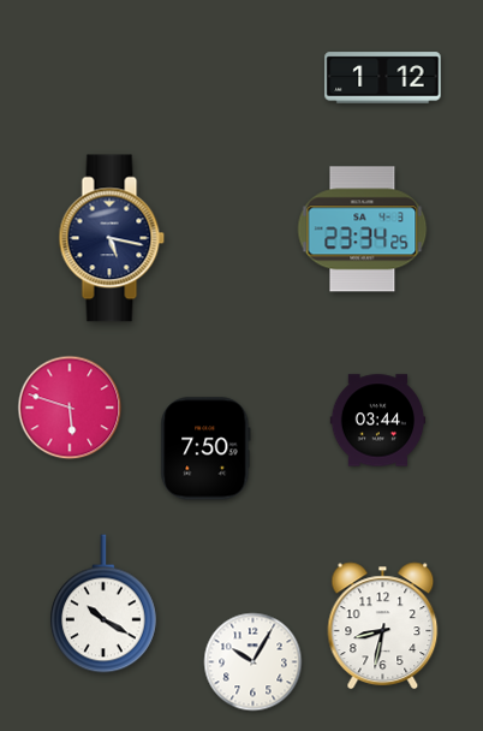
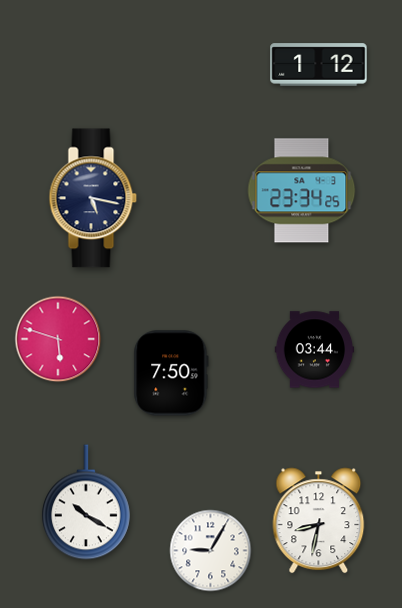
clock at (254, 662): 10:05 -> 9:05
